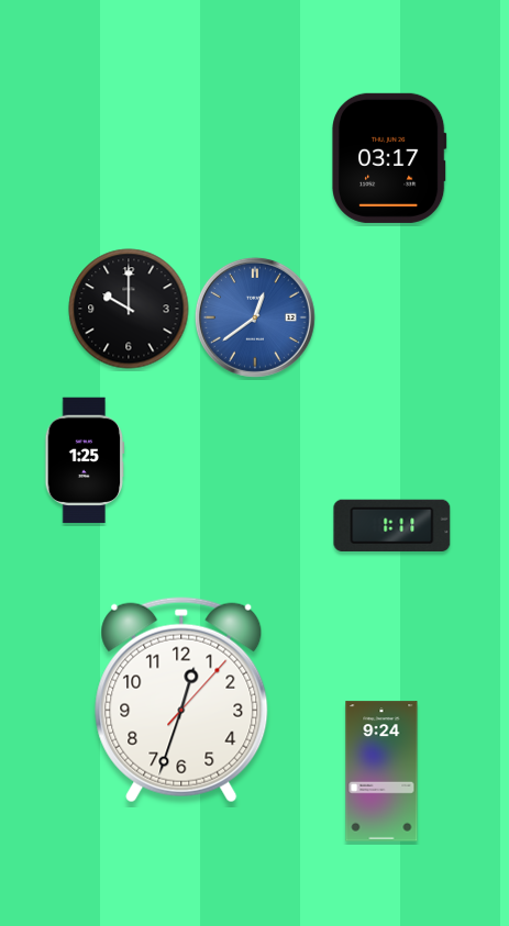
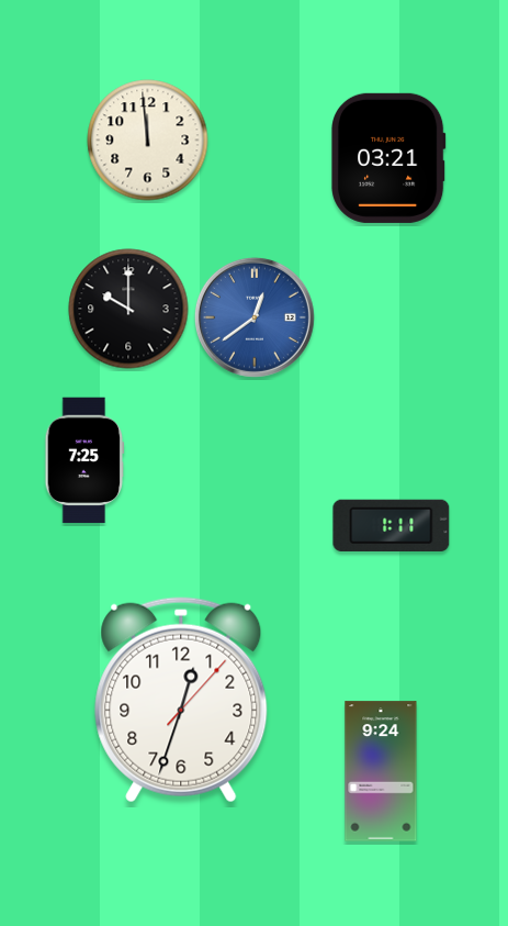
clock at (148, 141): none -> 11:59
clock at (390, 158): 03:17 -> 03:21
clock at (85, 460): 1:25 -> 7:25
